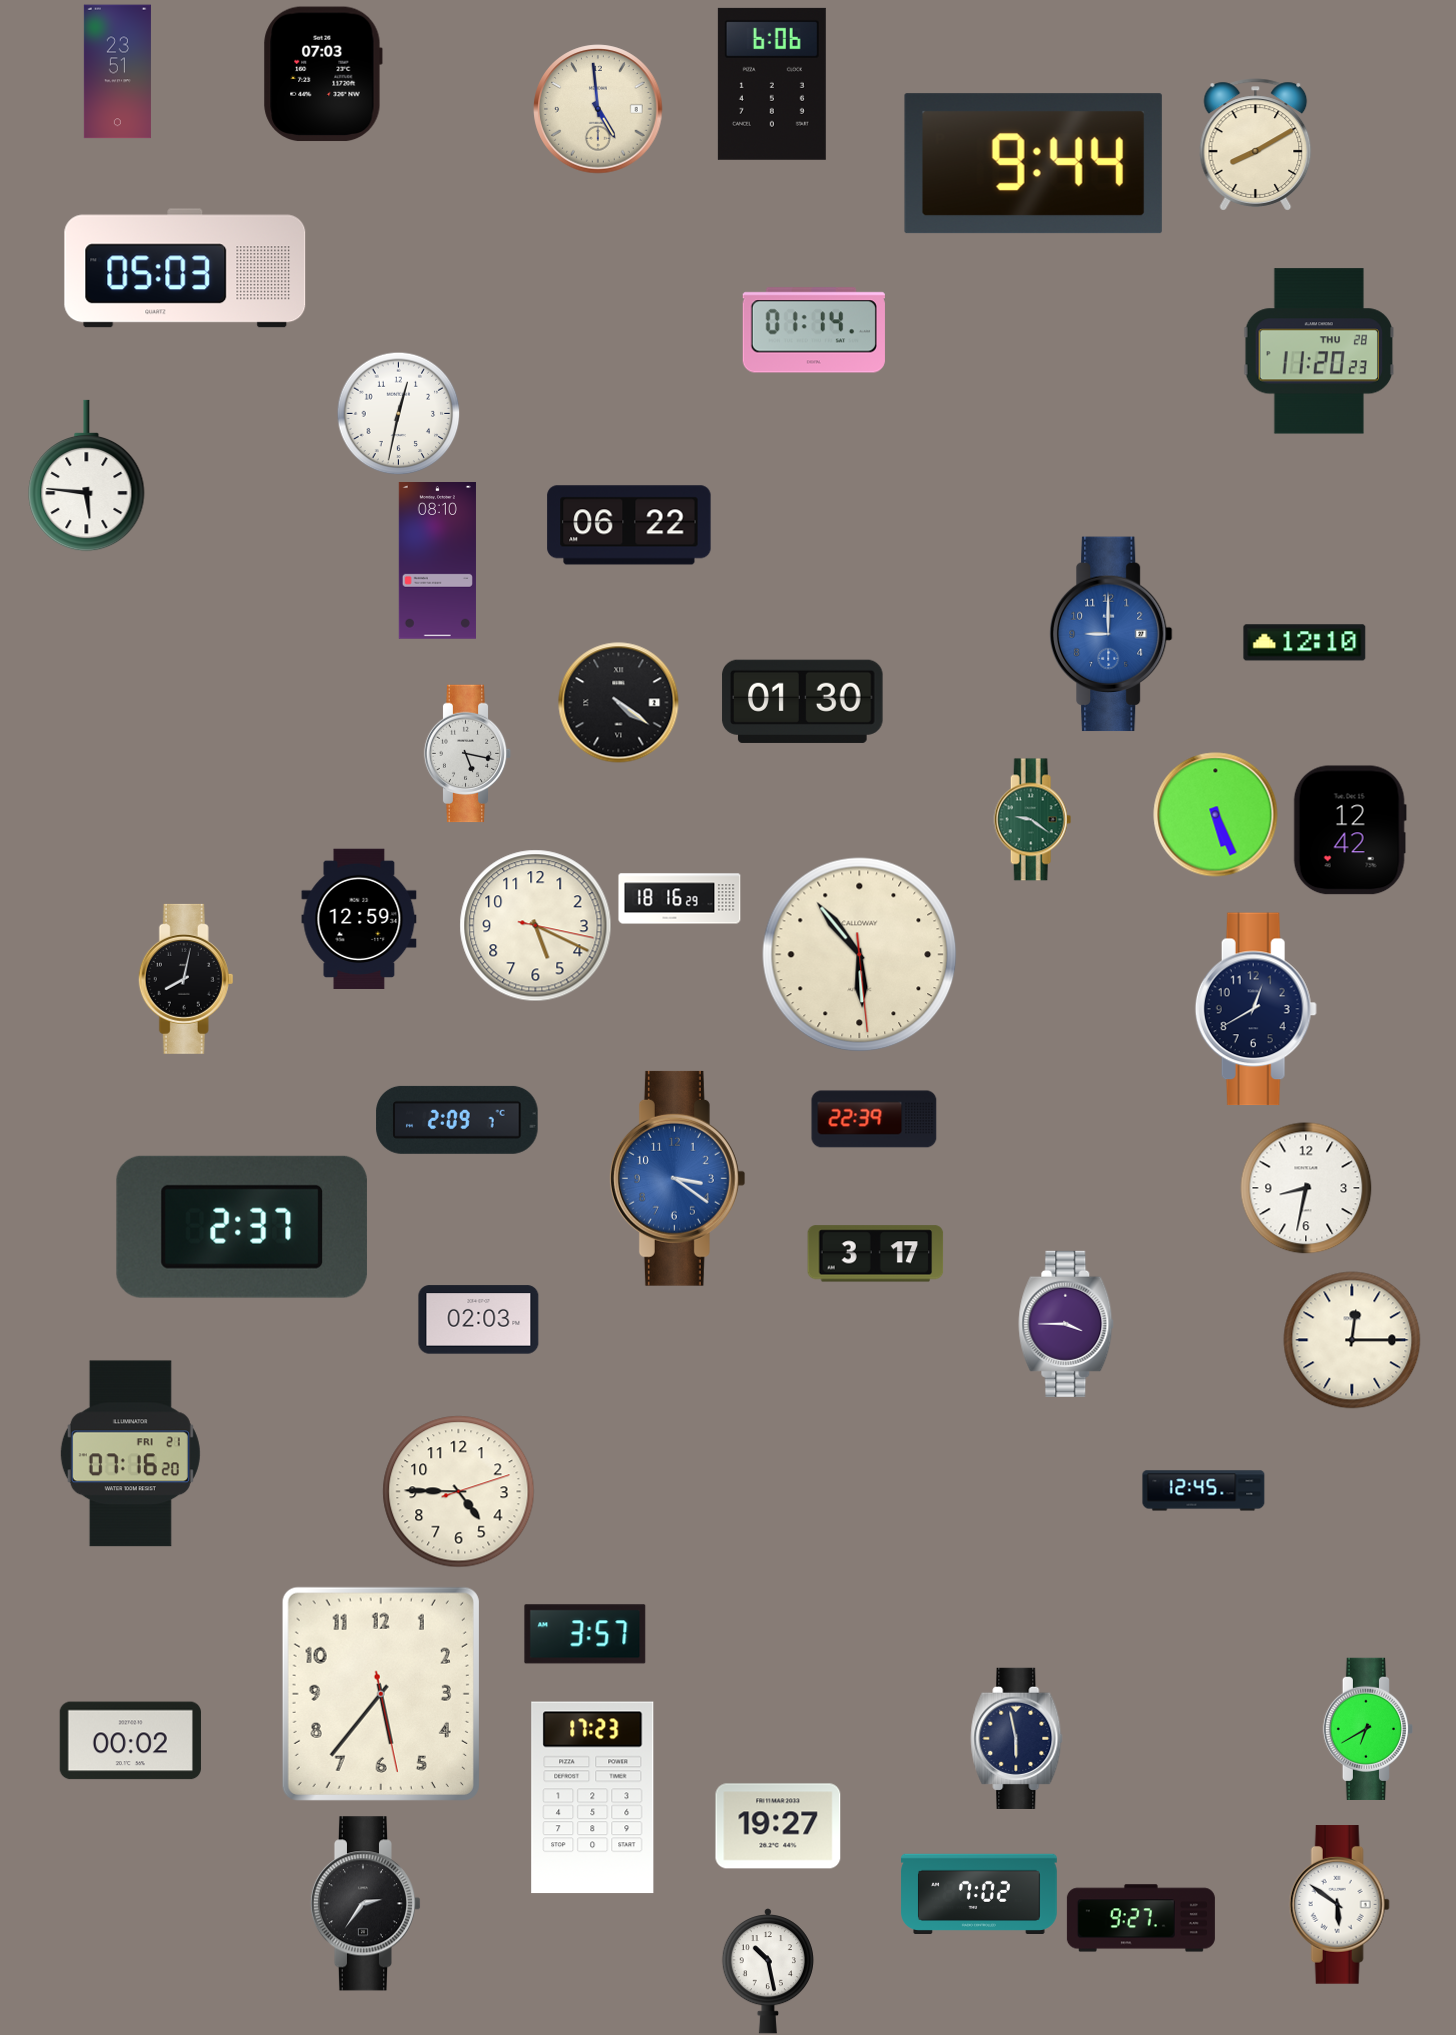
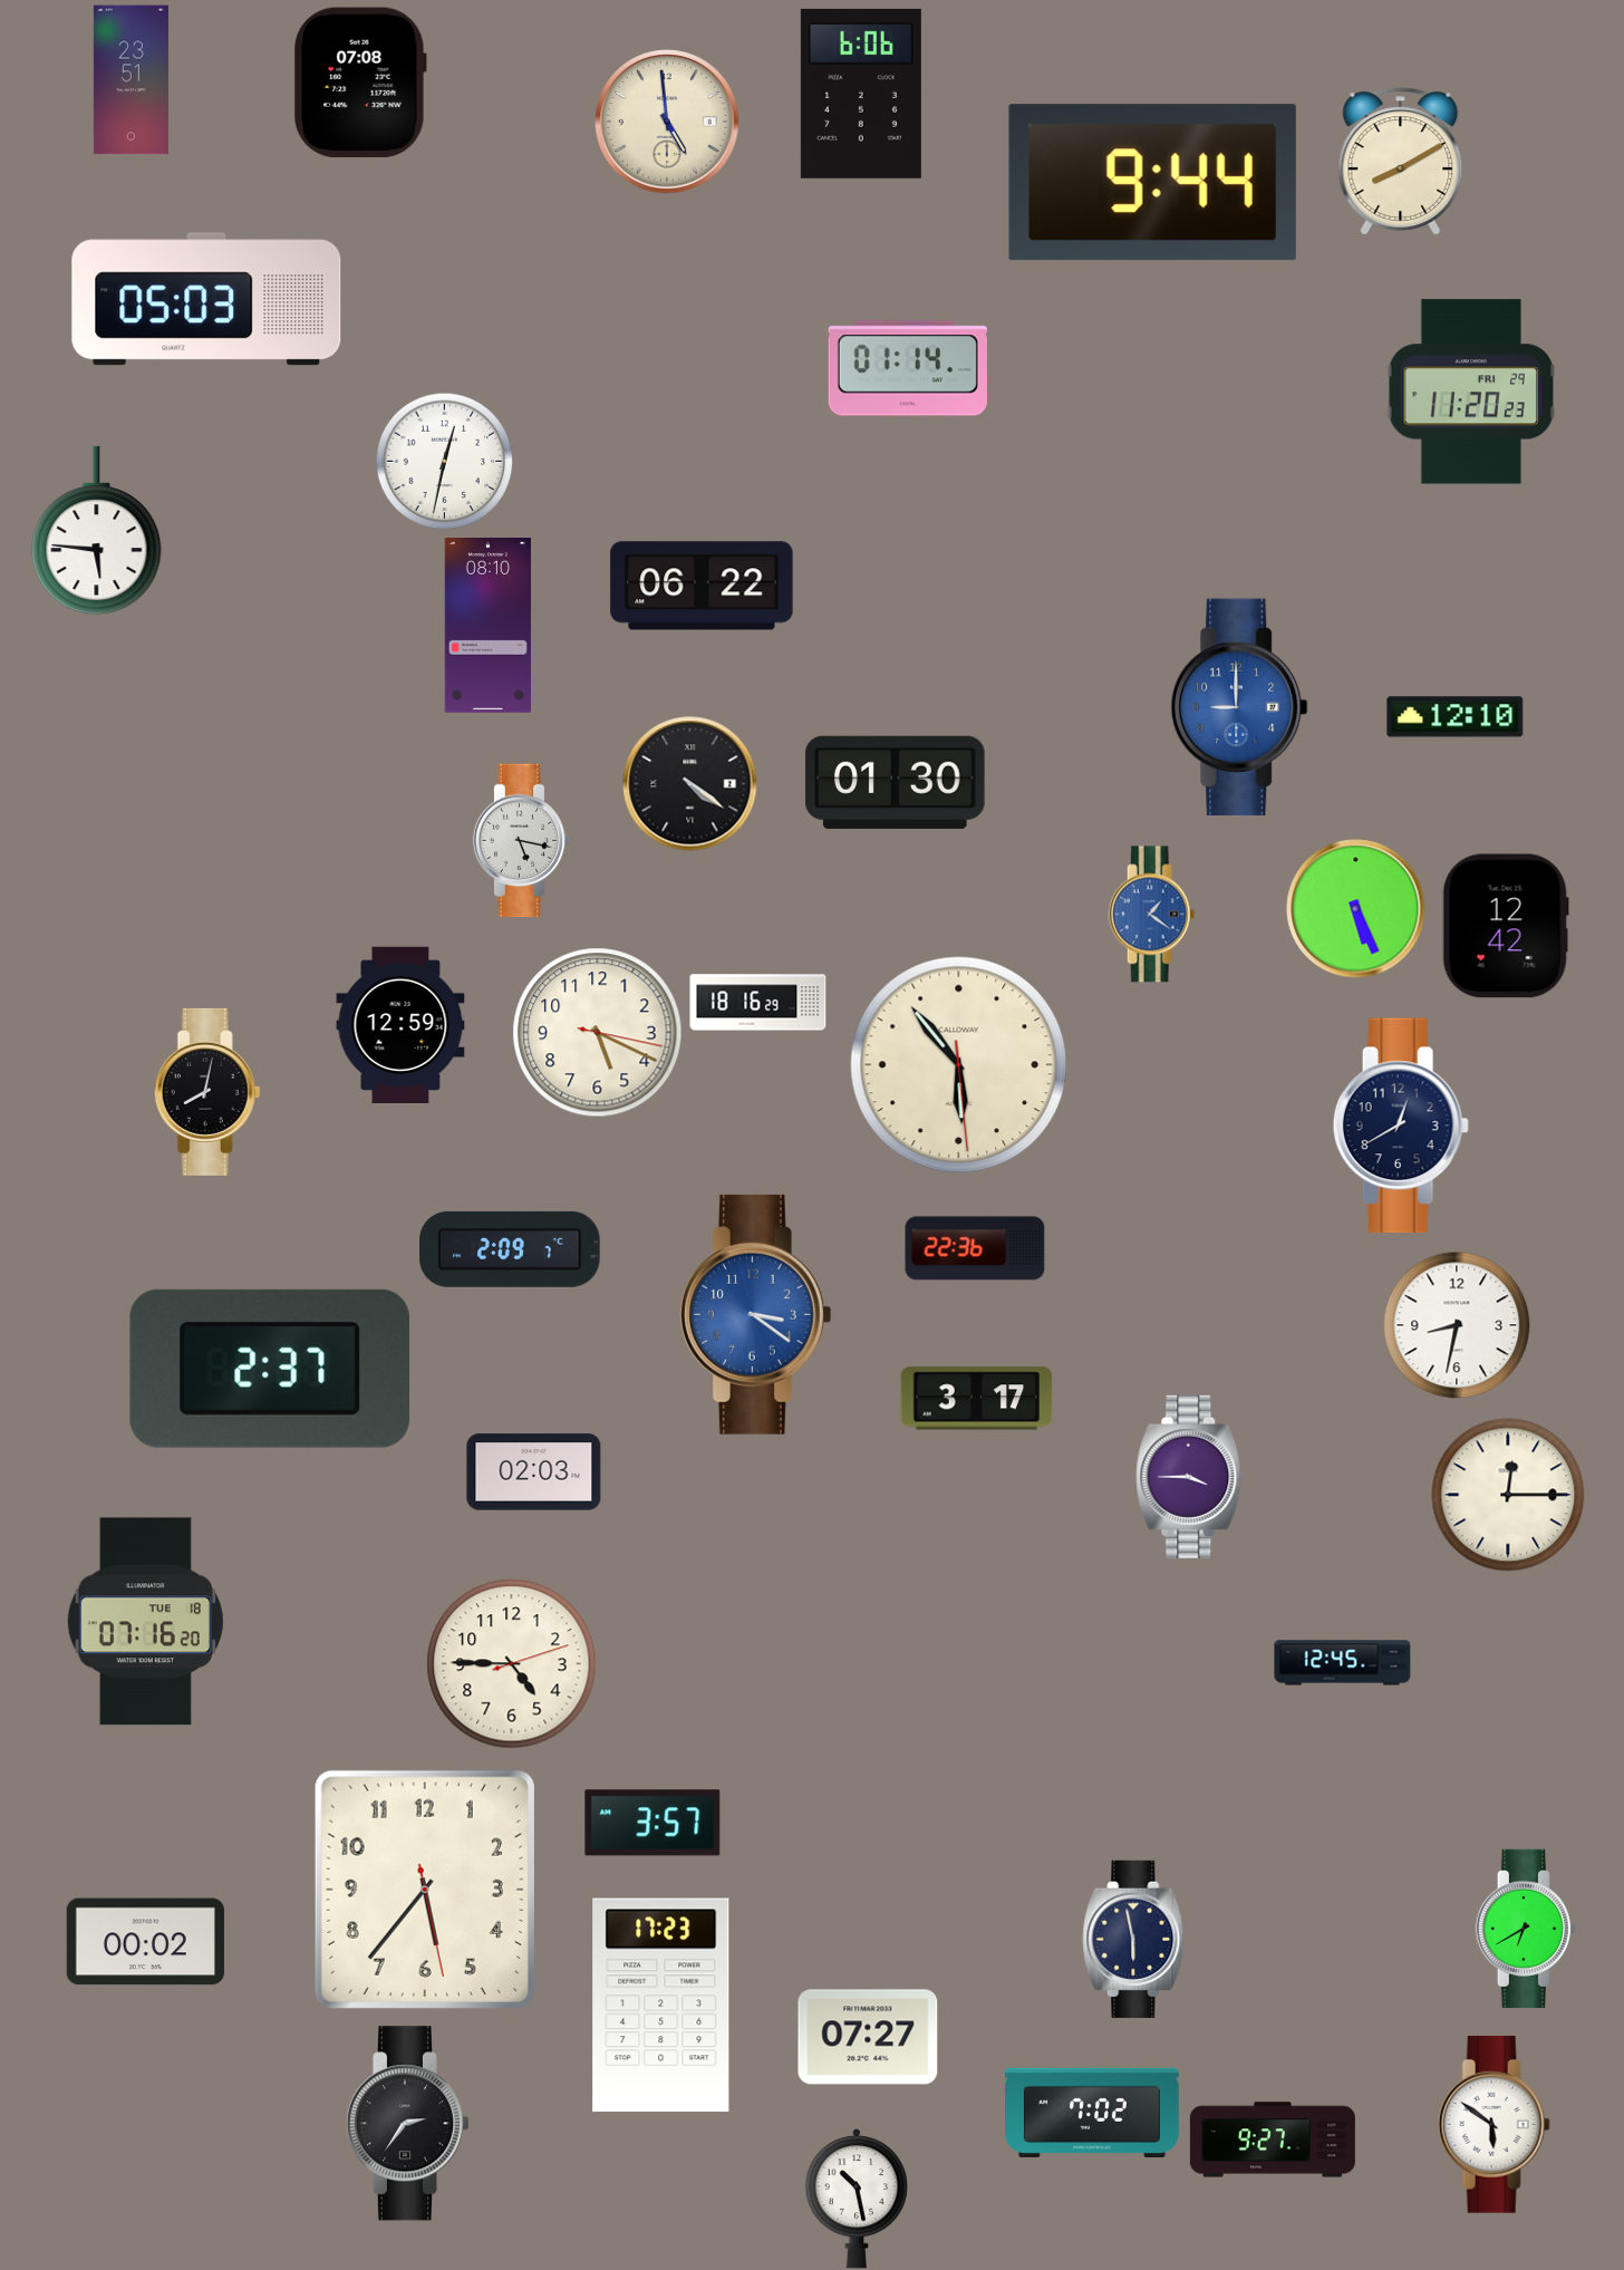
clock at (323, 74): 07:03 -> 07:08
clock at (1319, 351) date: THU 28 -> FRI 29
clock at (1033, 820): 9:21 -> 1:21
clock at (1033, 820) dial: green -> blue
clock at (874, 1119): 22:39 -> 22:36
clock at (130, 1454) date: FRI 21 -> TUE 18
clock at (778, 1826): 19:27 -> 07:27
